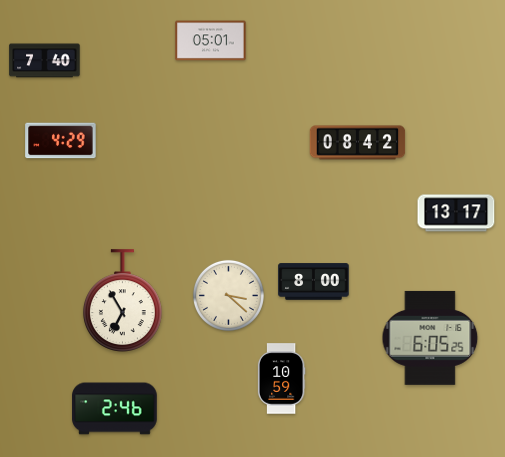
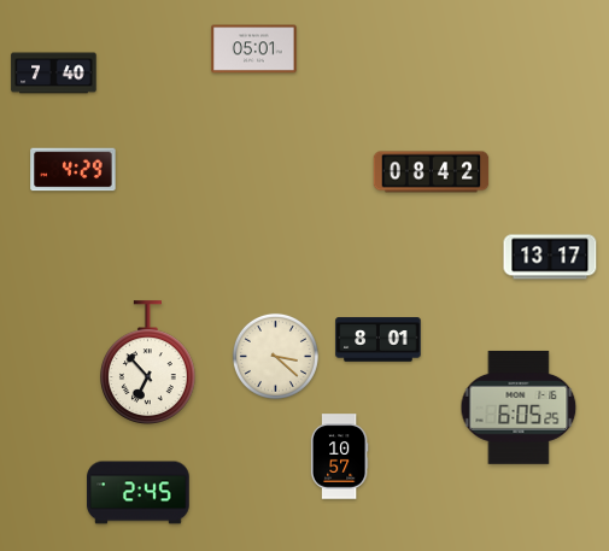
clock at (314, 282): 8:00 -> 8:01
clock at (123, 301): 6:55 -> 6:53
clock at (281, 379): 10:59 -> 10:57
clock at (115, 409): 2:46 -> 2:45
